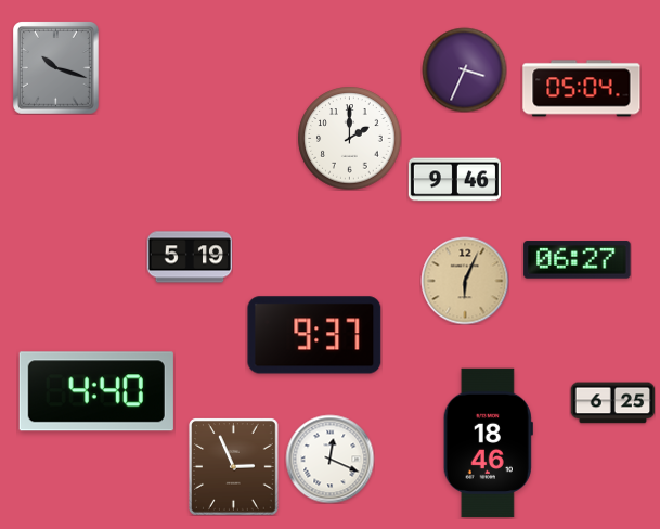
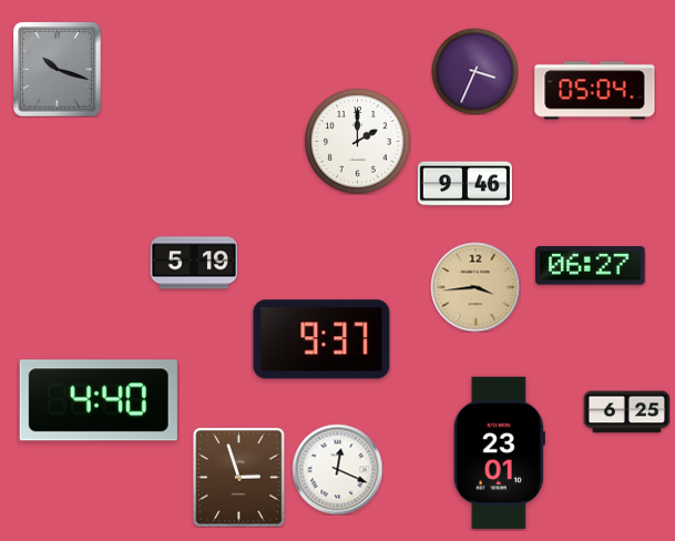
clock at (465, 281): 6:04 -> 3:44
clock at (314, 335) position: (314, 335) -> (321, 339)
clock at (488, 443): 18:46 -> 23:01
clock at (234, 467): 2:56 -> 2:57
